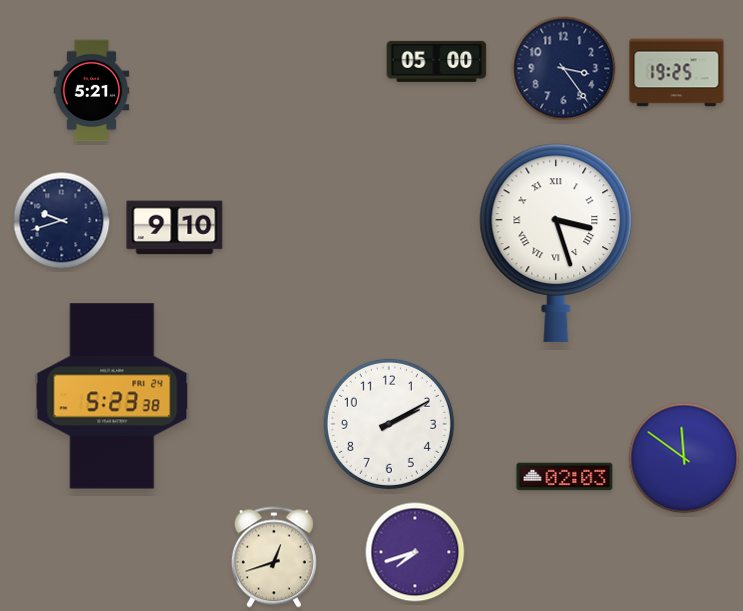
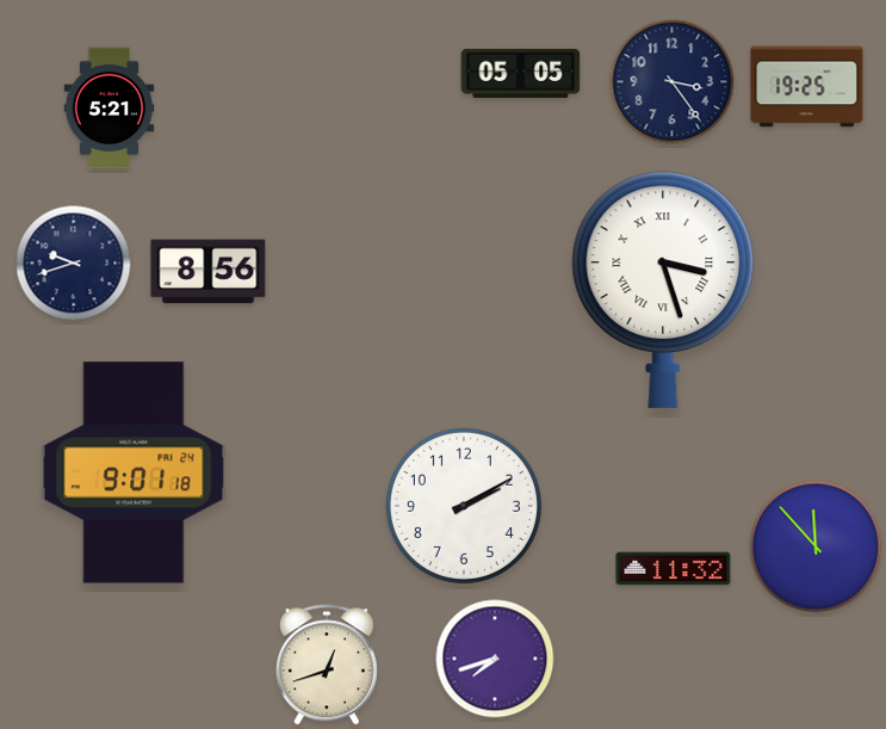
clock at (437, 61): 05:00 -> 05:05
clock at (175, 228): 9:10 -> 8:56
clock at (112, 396): 5:23 -> 9:01
clock at (684, 458): 11:51 -> 11:53
clock at (565, 477): 02:03 -> 11:32
